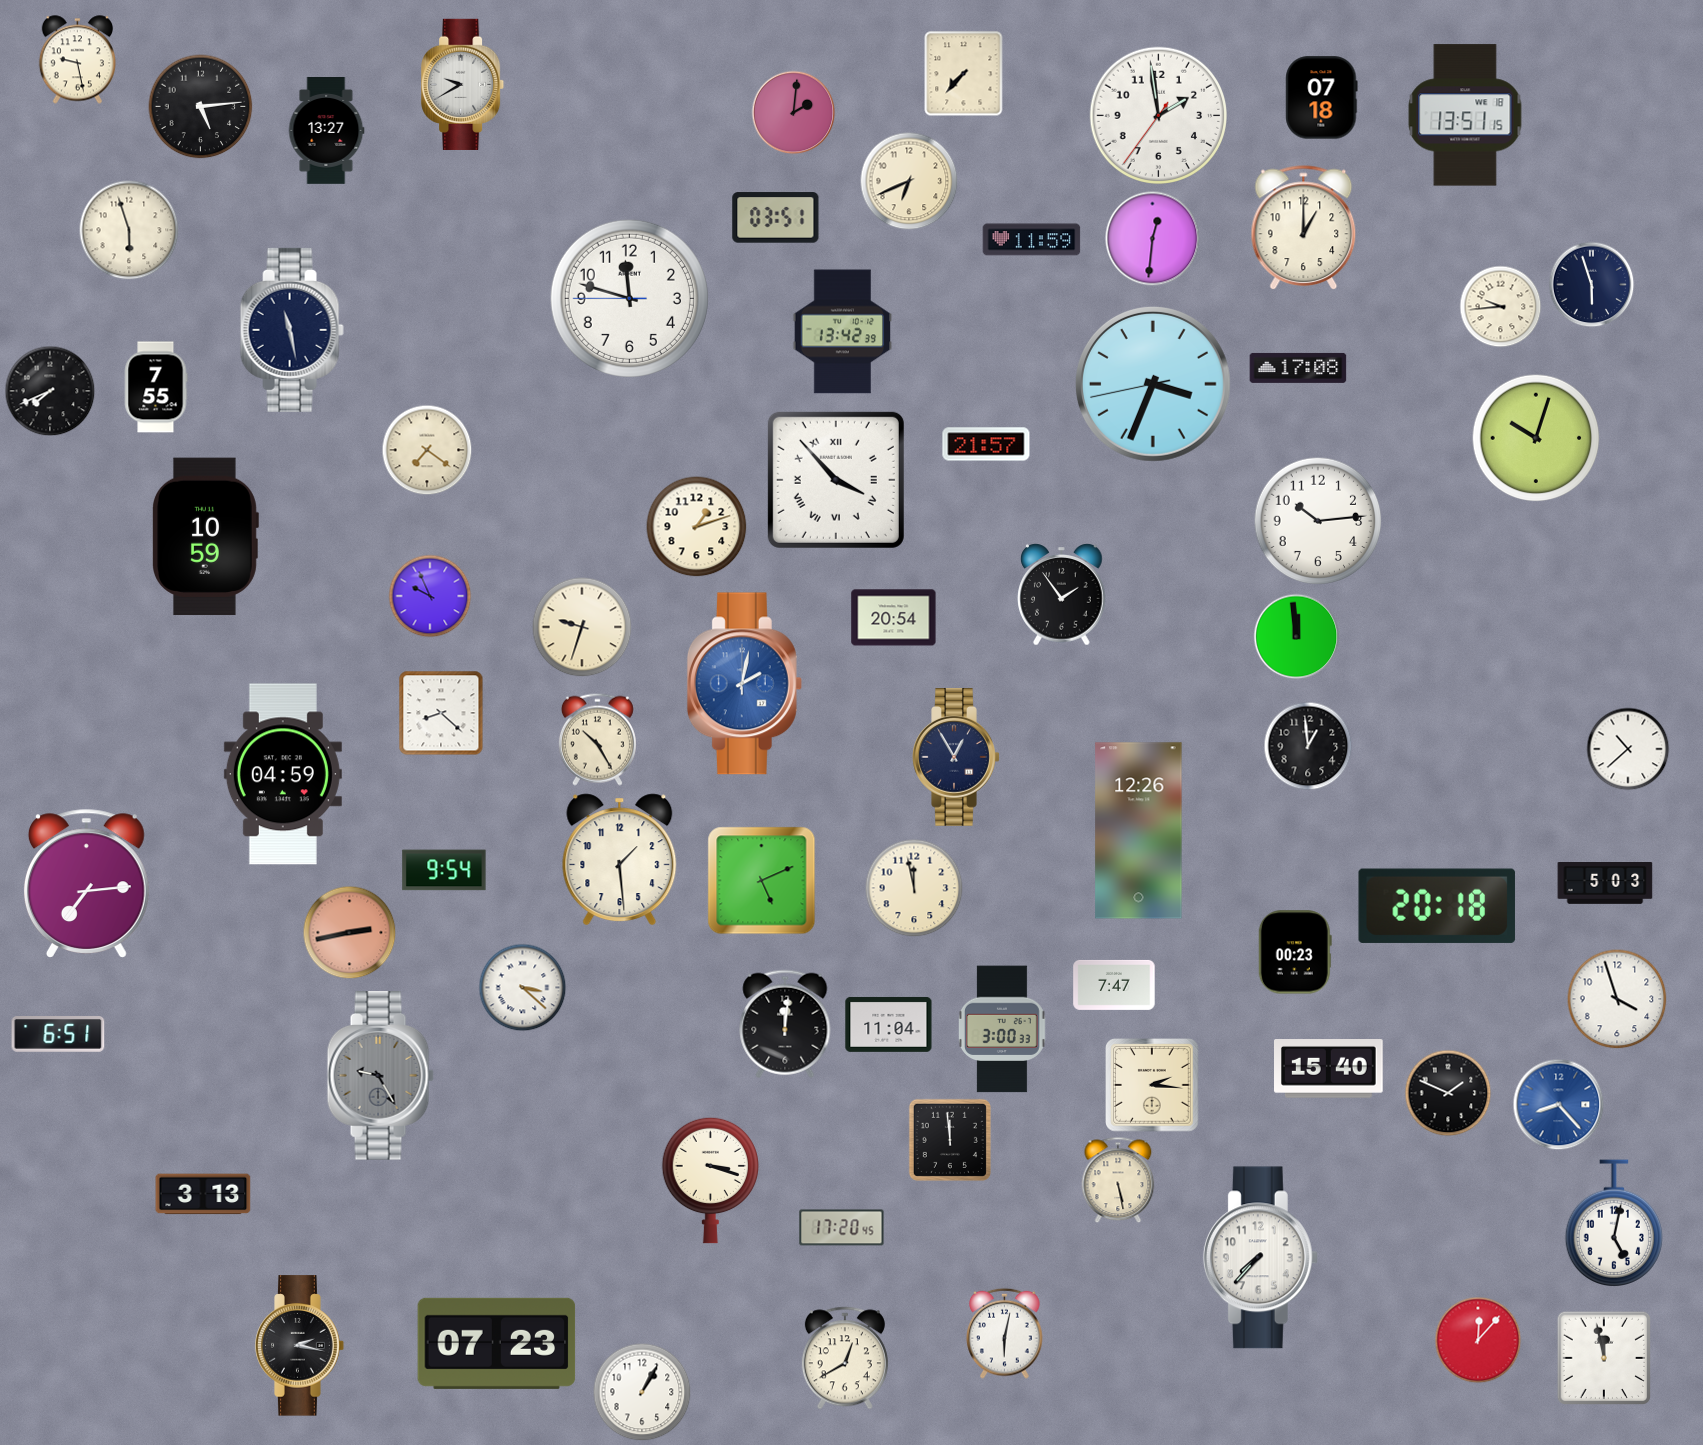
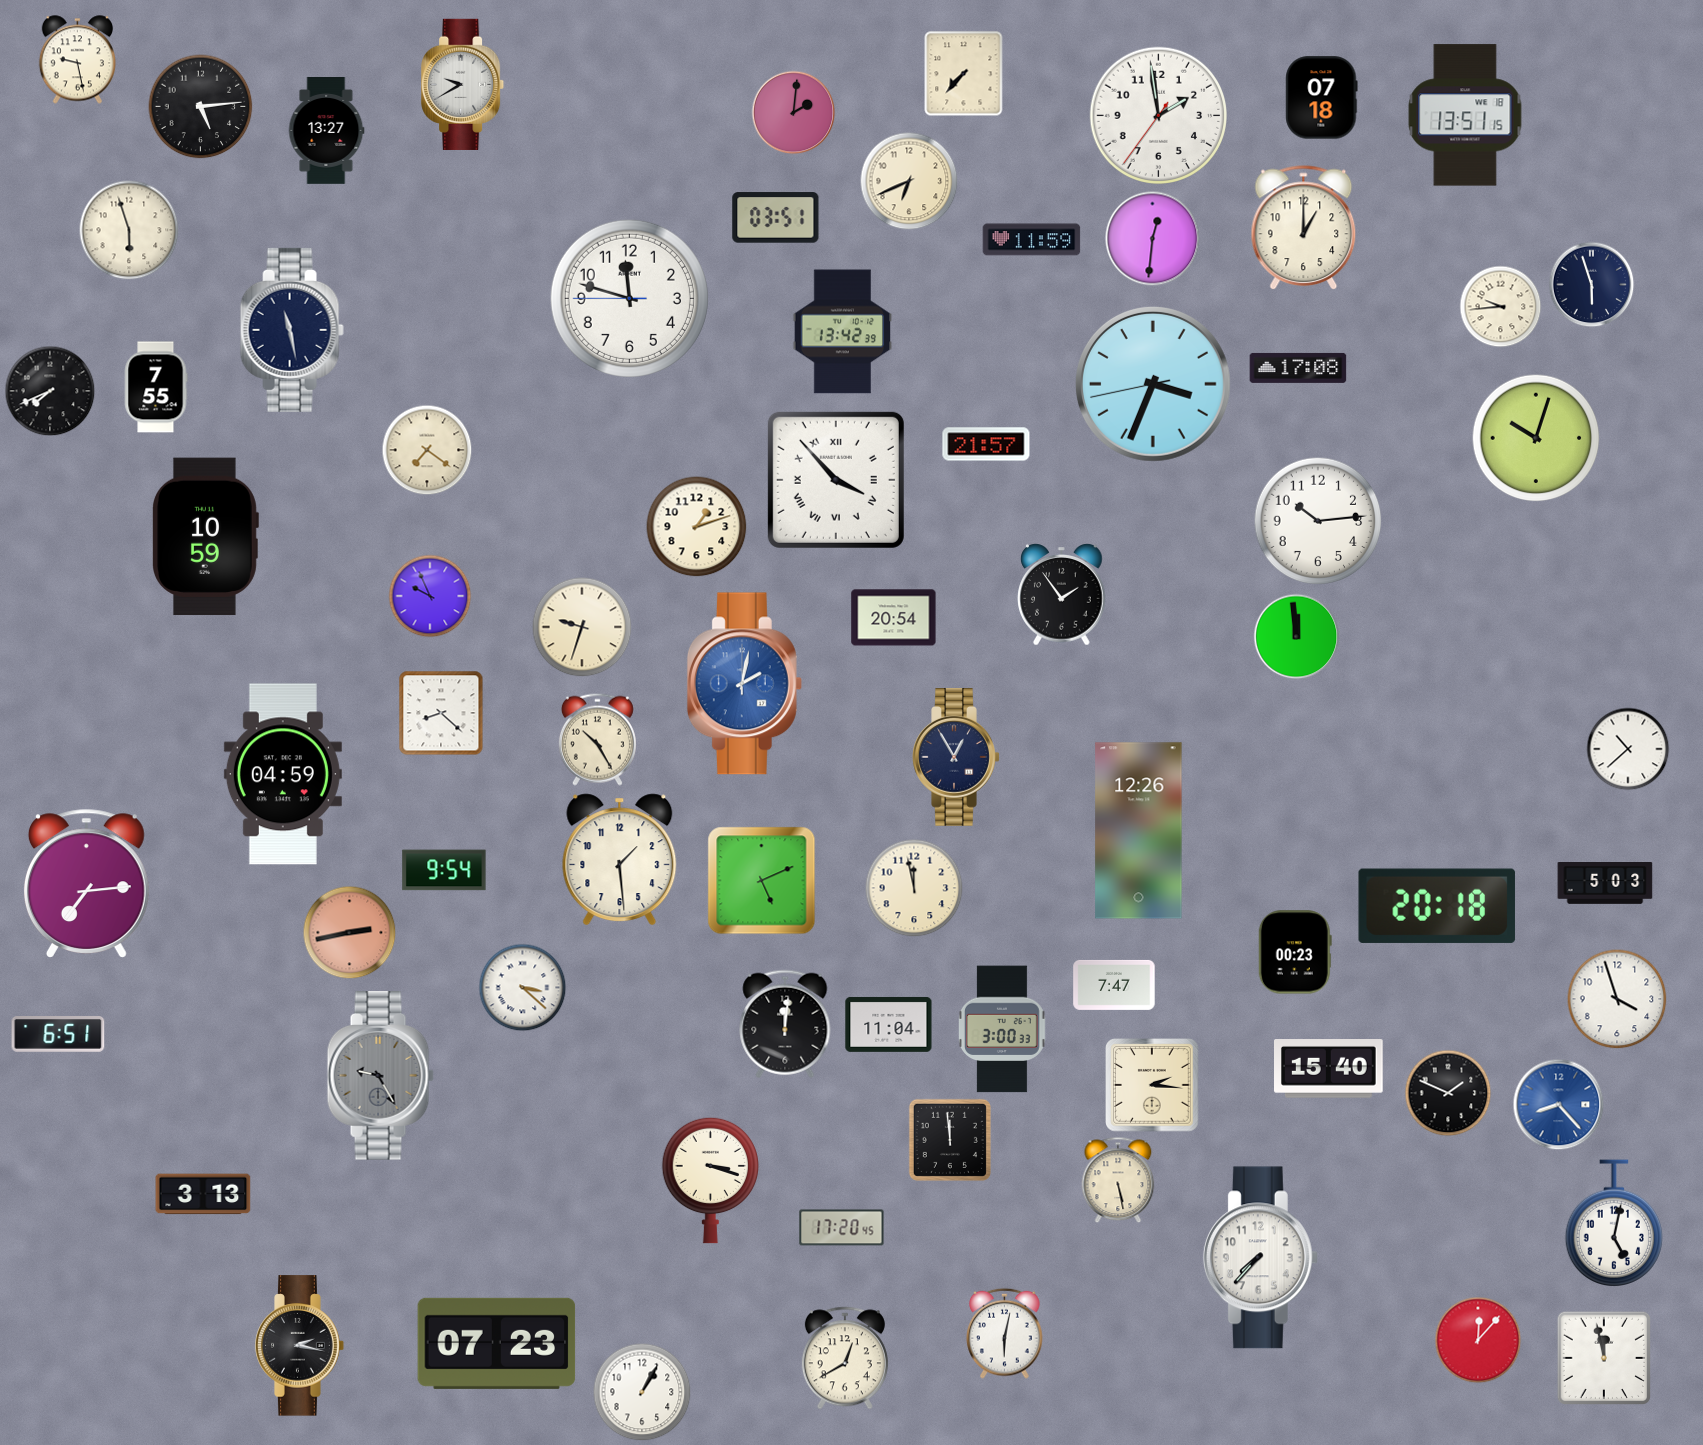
clock at (1308, 746): 12:59 -> none
